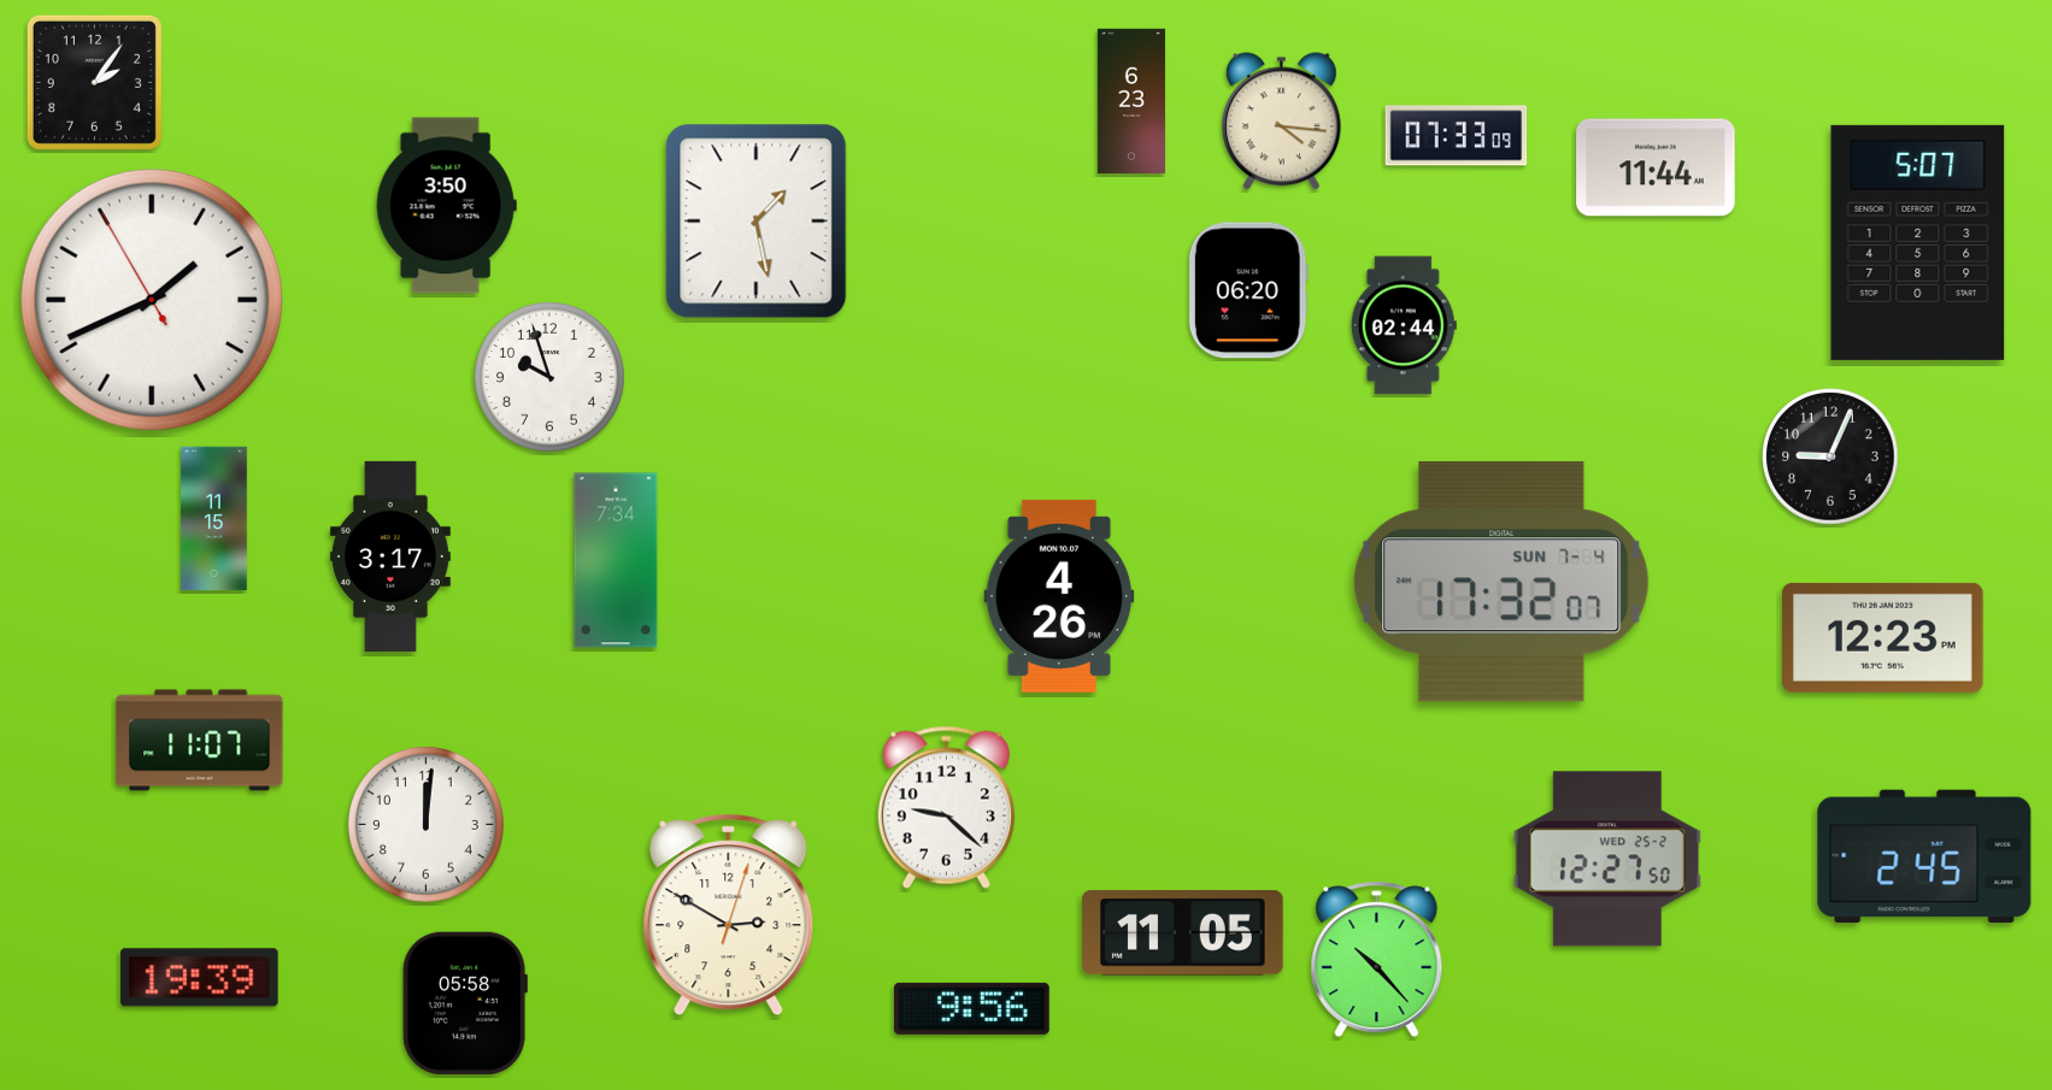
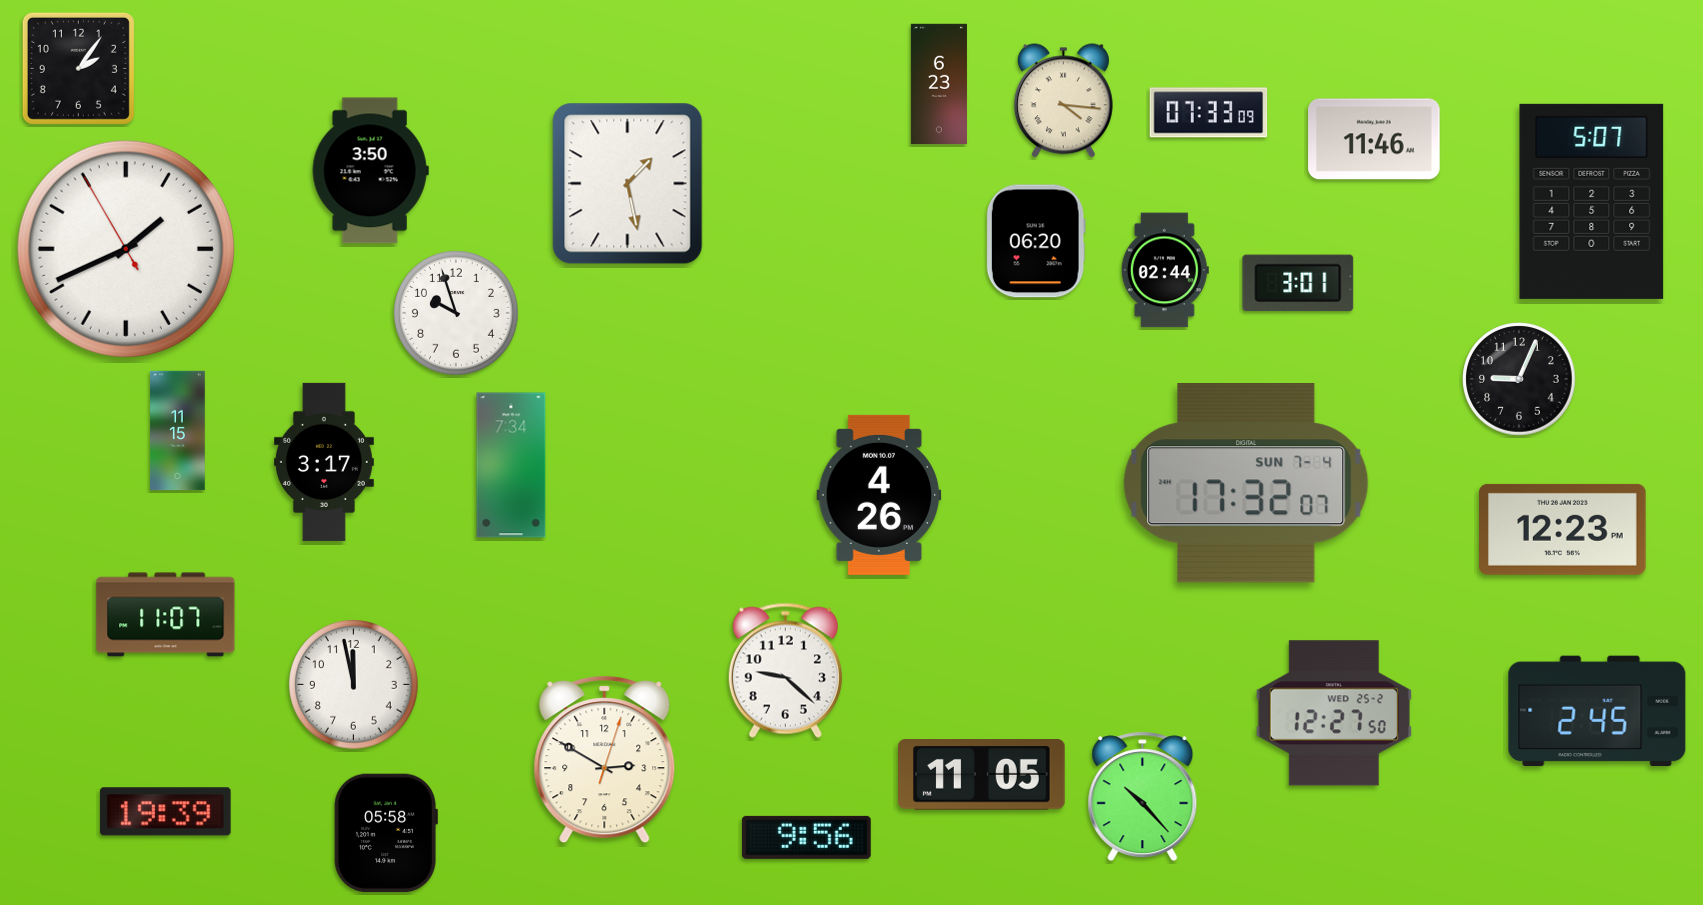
clock at (1656, 167): 11:44 -> 11:46
clock at (1298, 283): none -> 3:01
clock at (425, 824): 12:01 -> 11:58
